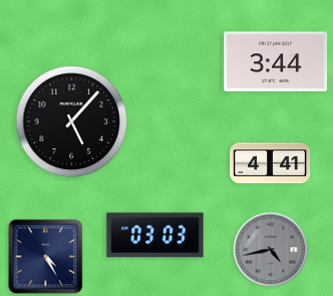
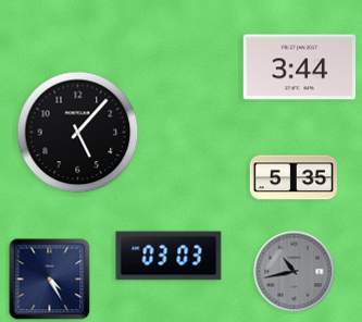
clock at (270, 163): 4:41 -> 5:35
clock at (271, 250): 4:43 -> 10:43
